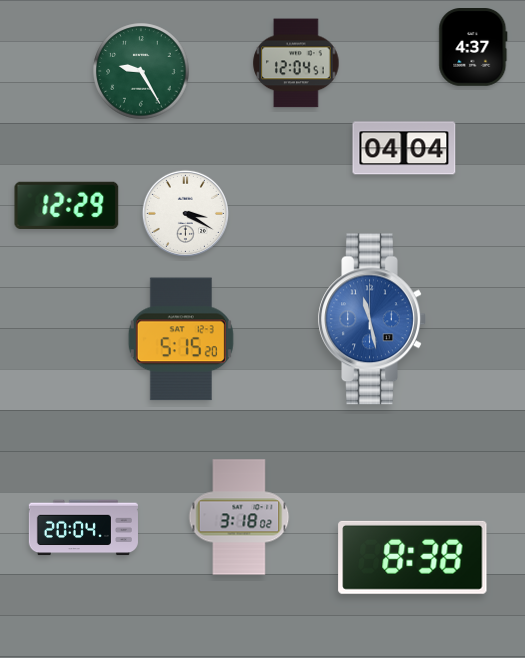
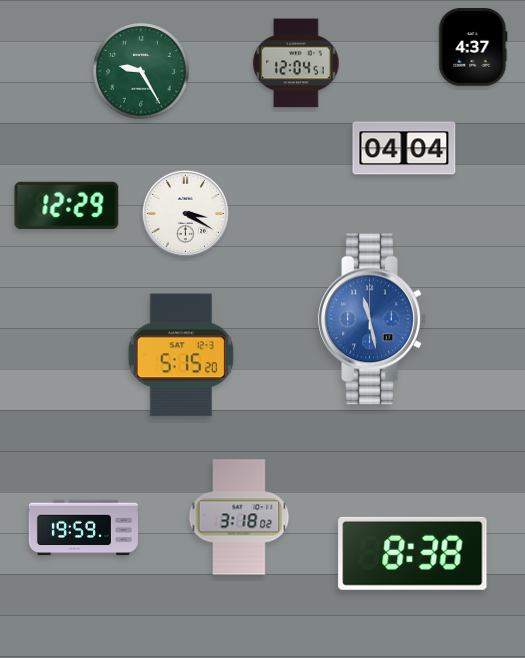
clock at (181, 339) position: (181, 339) -> (181, 355)
clock at (83, 528): 20:04 -> 19:59
clock at (413, 557) position: (413, 557) -> (413, 553)
